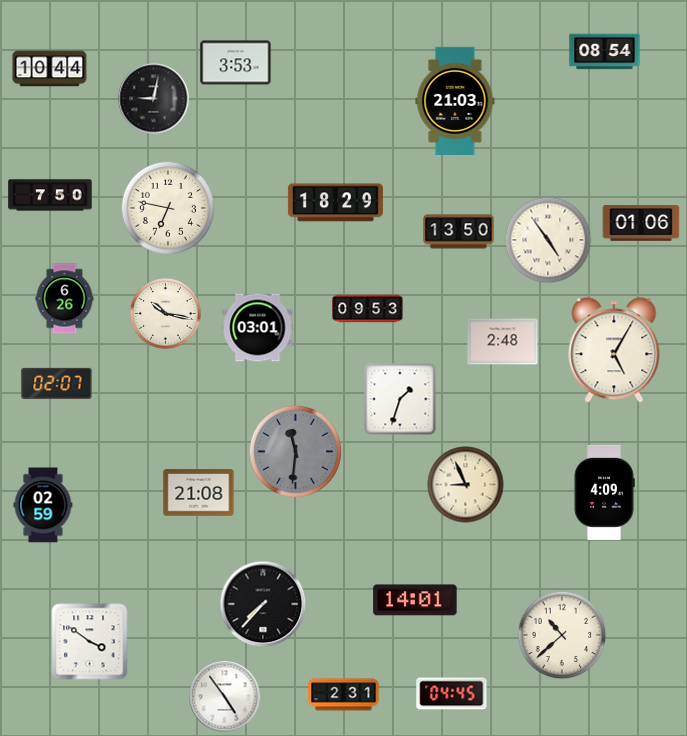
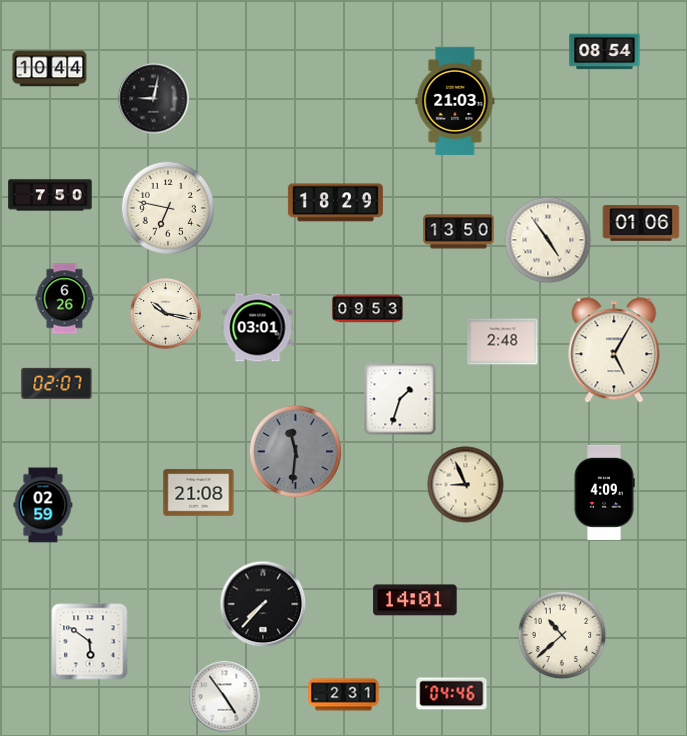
clock at (236, 63): 3:53 -> none
clock at (90, 642): 3:51 -> 5:51
clock at (452, 694): 04:45 -> 04:46
